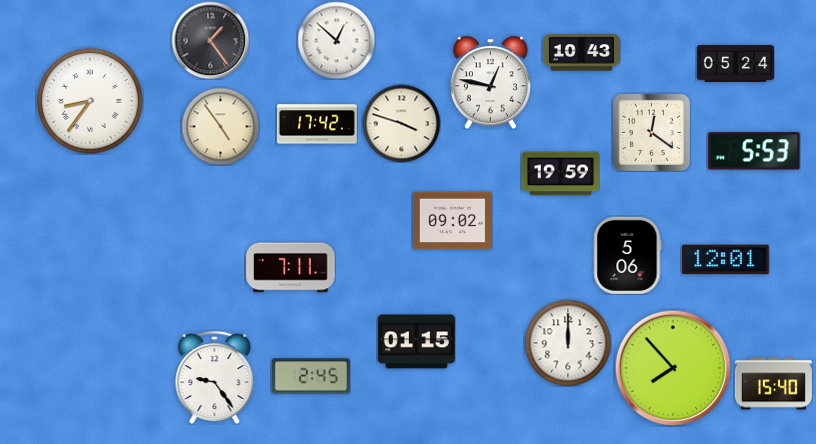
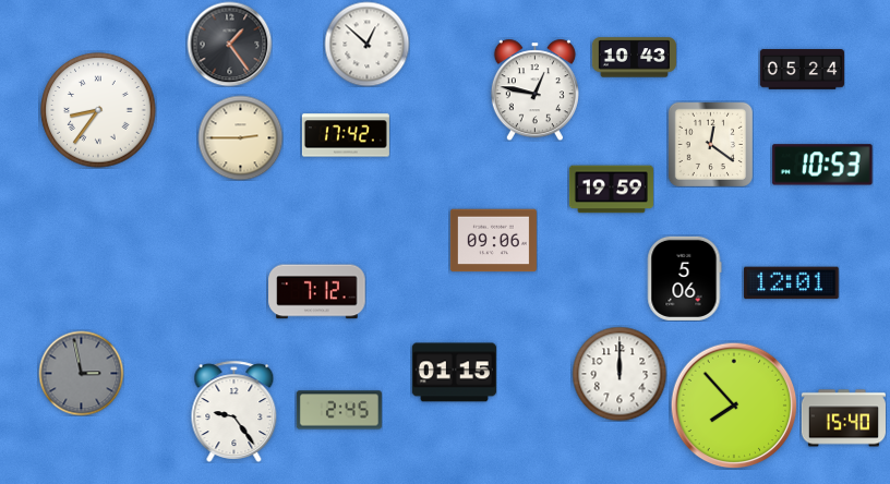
clock at (401, 123): 3:48 -> none
clock at (220, 126): 4:54 -> 2:45
clock at (754, 151): 5:53 -> 10:53
clock at (452, 221): 09:02 -> 09:06
clock at (291, 268): 7:11 -> 7:12
clock at (81, 373): none -> 2:58
clock at (673, 368) position: (673, 368) -> (734, 406)
